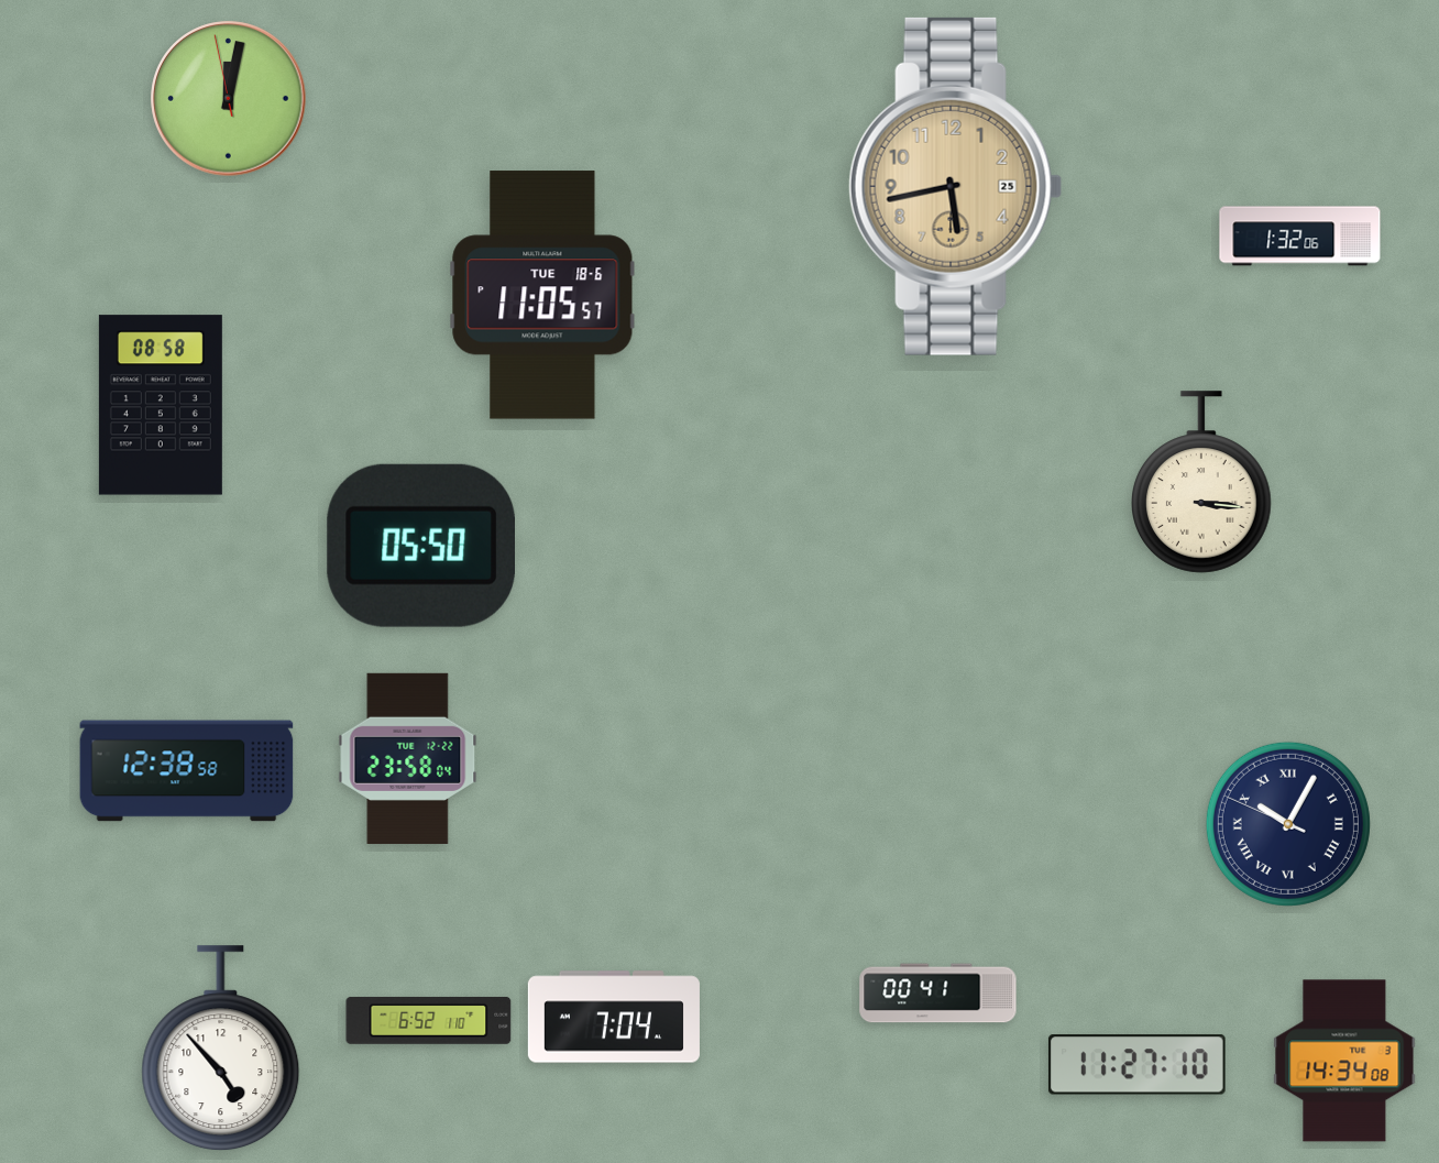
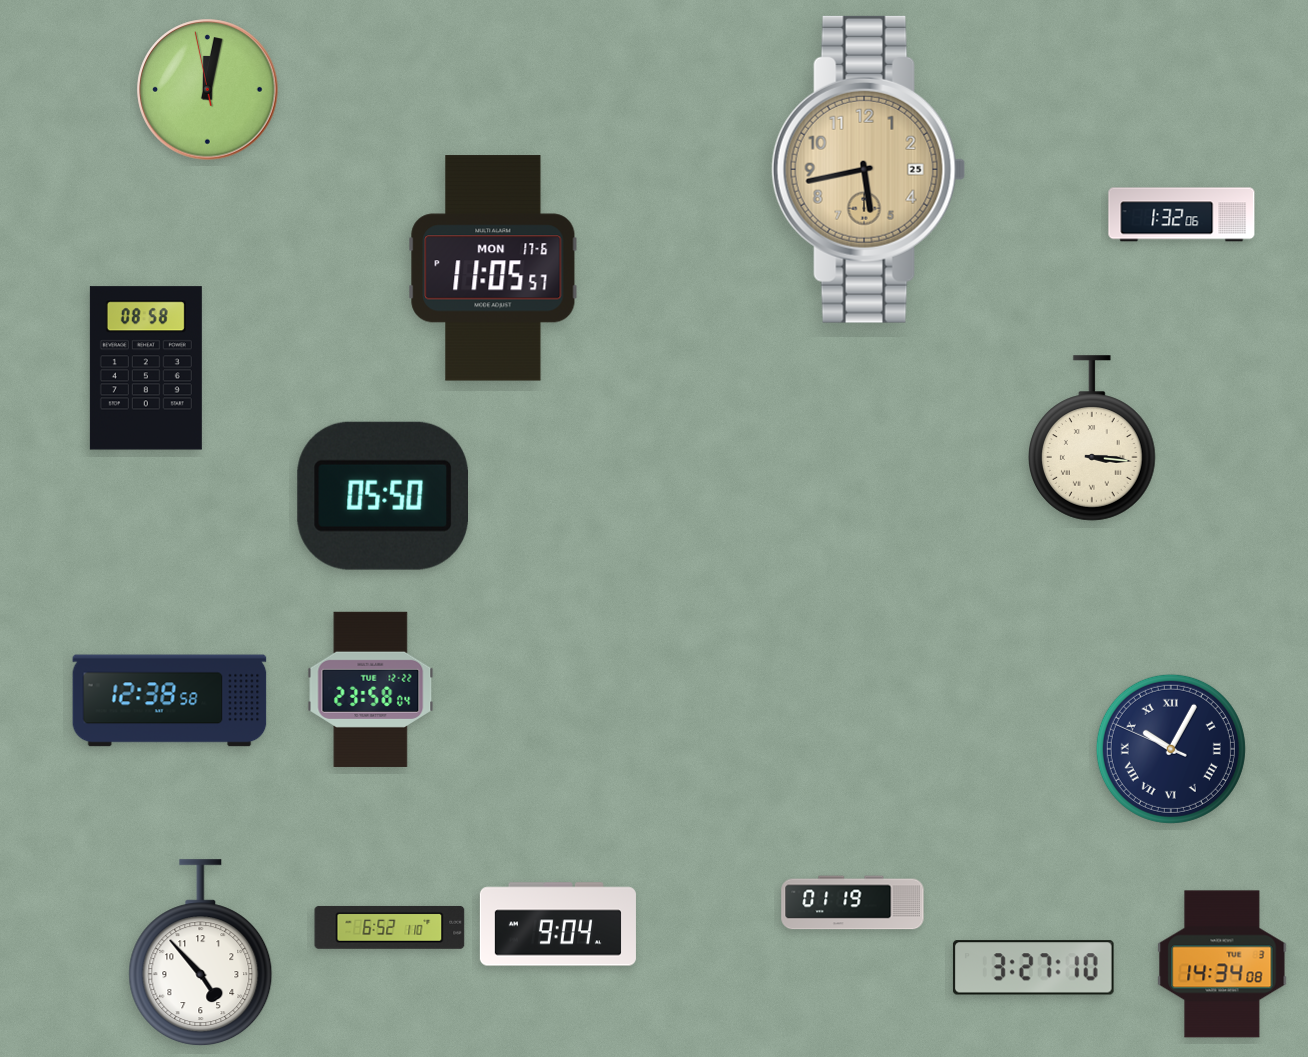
clock at (542, 295) date: TUE 18-6 -> MON 17-6
clock at (938, 994): 00:41 -> 01:19
clock at (614, 1017): 7:04 -> 9:04
clock at (1136, 1065): 11:27 -> 3:27
